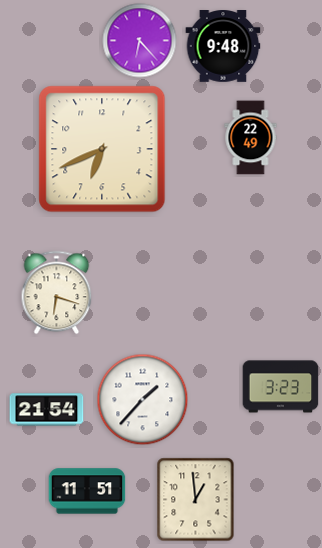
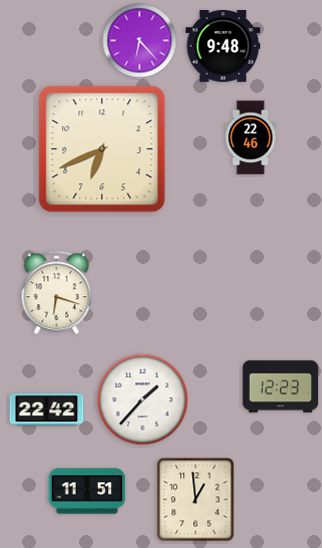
clock at (251, 138): 22:49 -> 22:46
clock at (281, 387): 3:23 -> 12:23
clock at (47, 410): 21:54 -> 22:42
